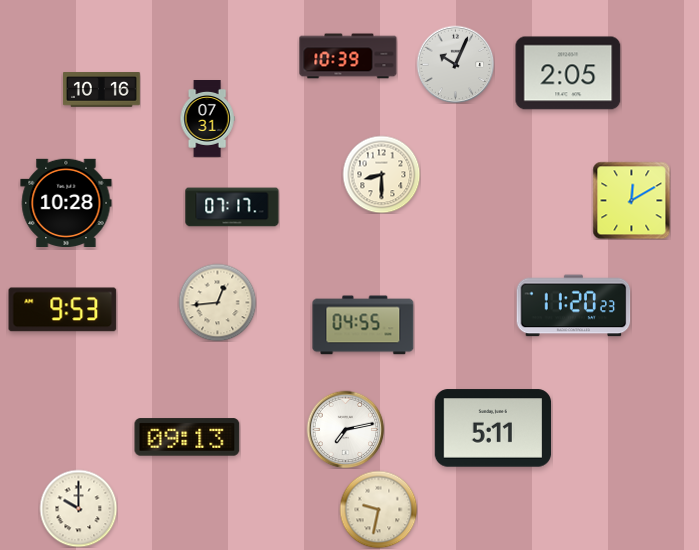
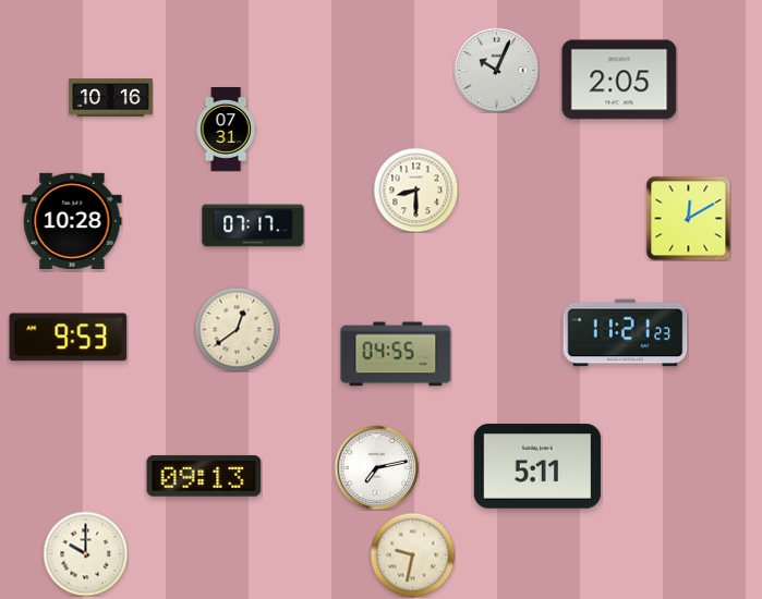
clock at (348, 56): 10:39 -> none
clock at (217, 302): 12:44 -> 12:39
clock at (574, 306): 11:20 -> 11:21
